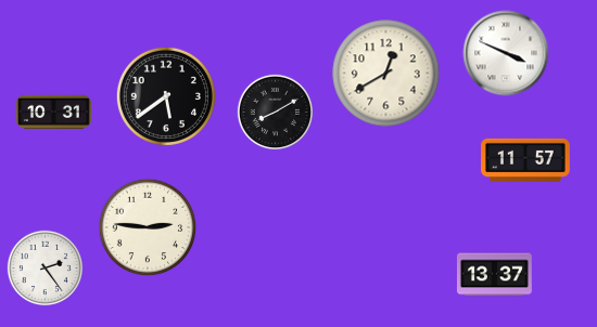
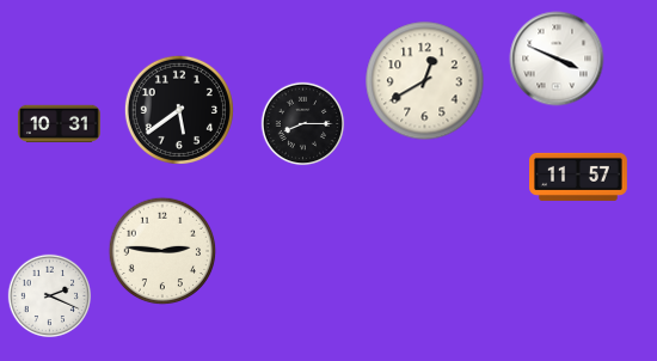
clock at (166, 96) position: (166, 96) -> (179, 110)
clock at (276, 113): 8:10 -> 8:15
clock at (46, 269): 2:24 -> 2:19
clock at (494, 275): 13:37 -> none
